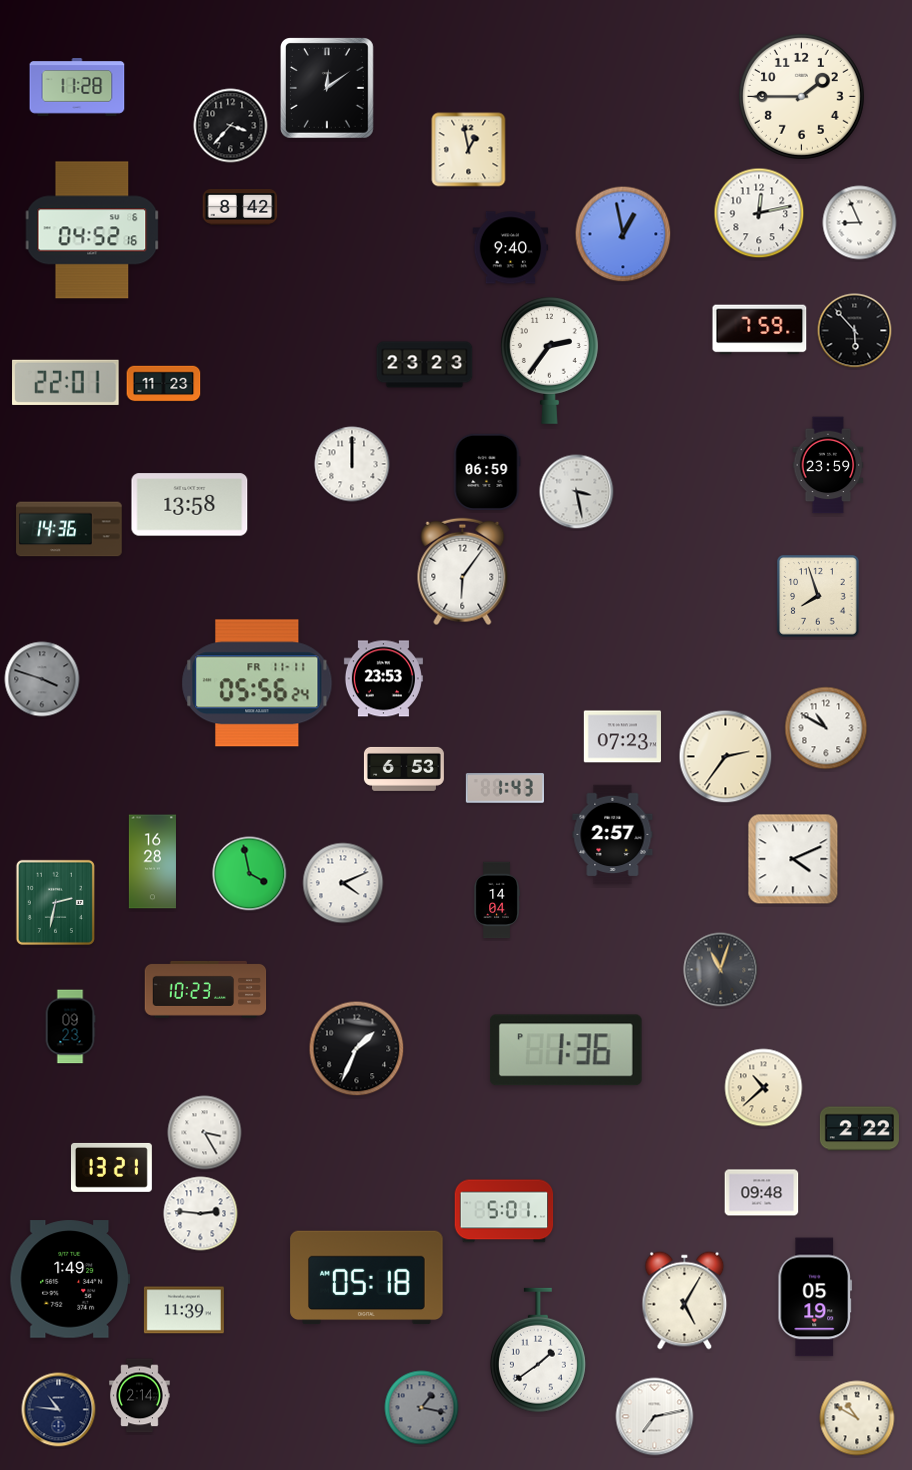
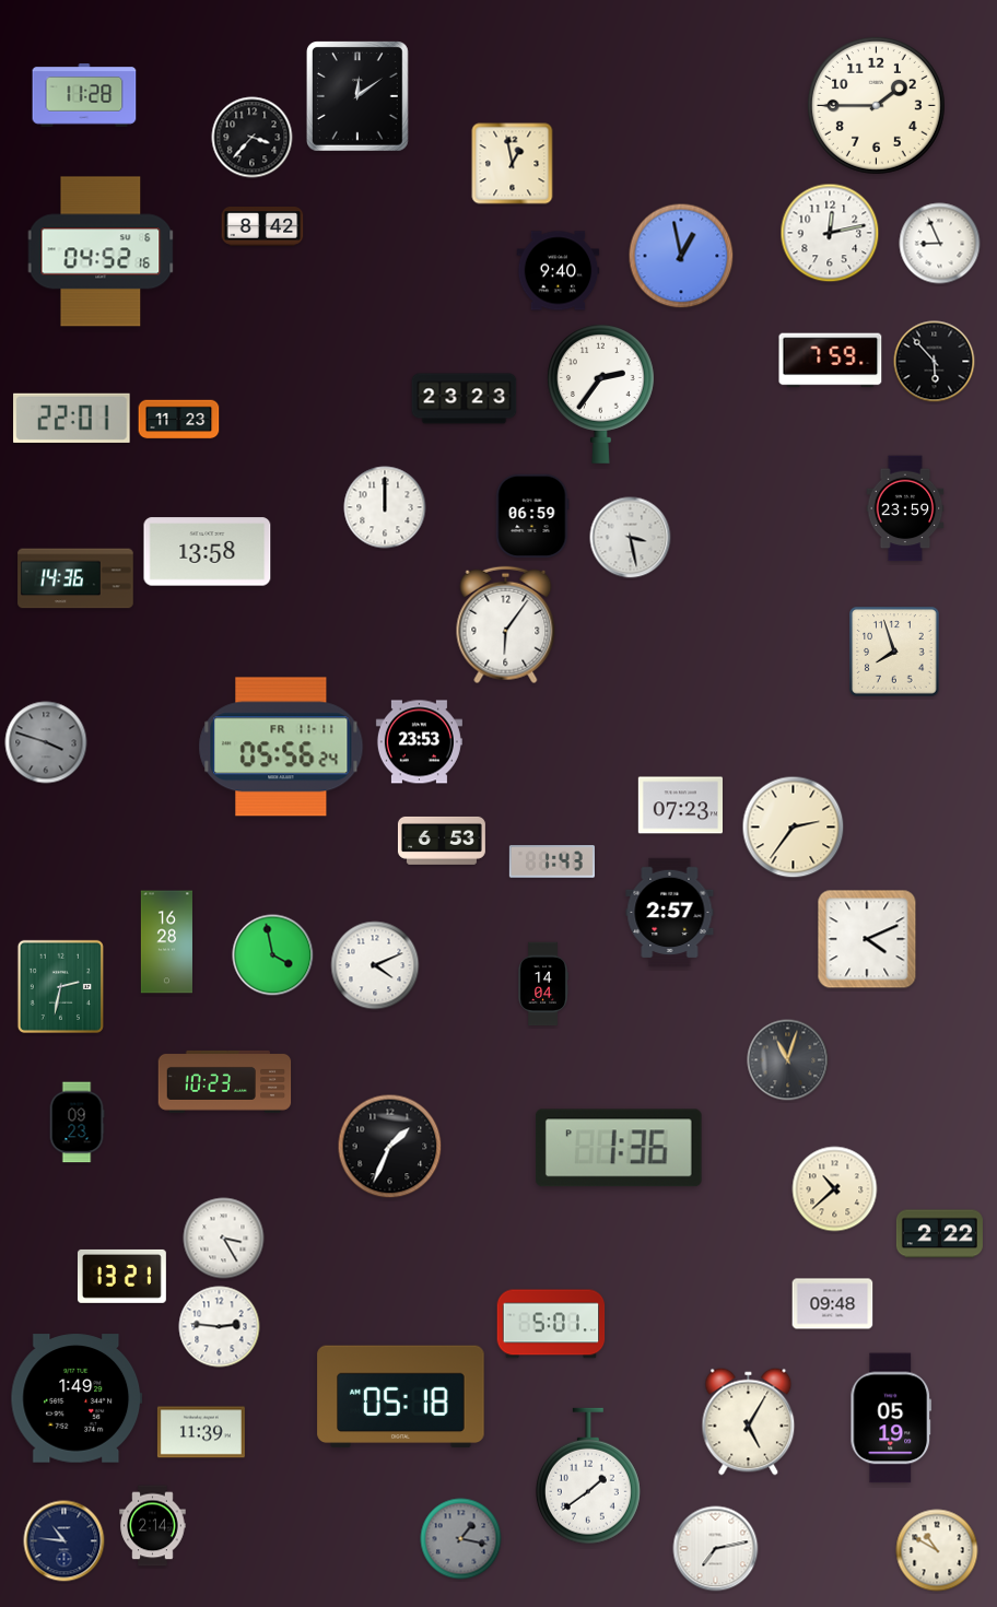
clock at (826, 728): 10:50 -> none
